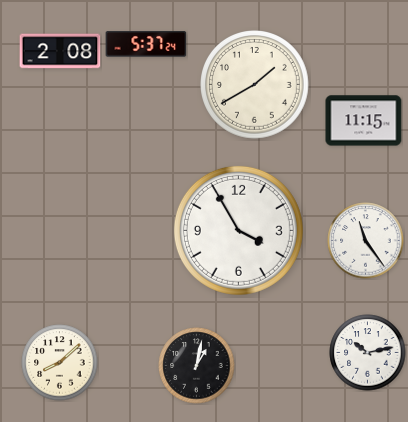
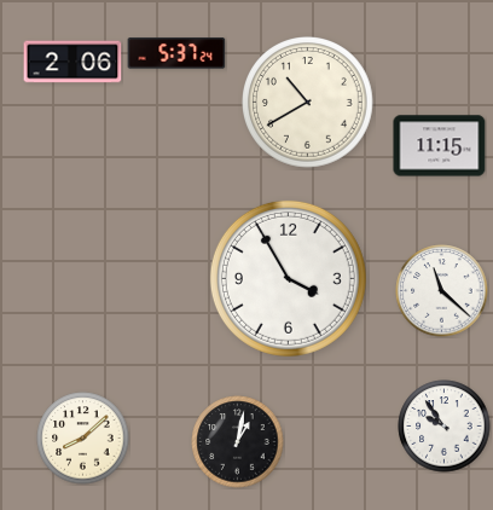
clock at (60, 51): 2:08 -> 2:06
clock at (255, 85): 1:40 -> 10:40
clock at (366, 241): 11:24 -> 11:22
clock at (368, 353): 10:13 -> 9:54
clock at (60, 363) position: (60, 363) -> (83, 439)
